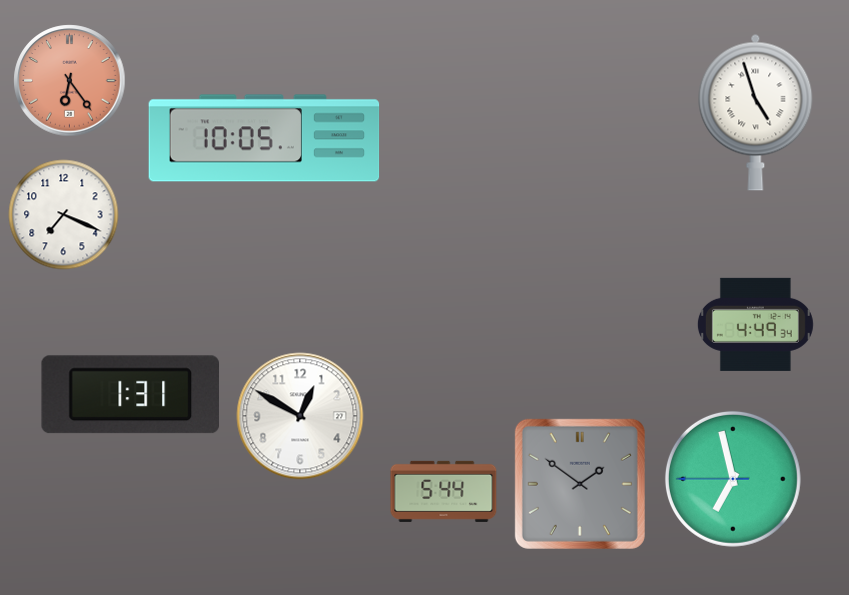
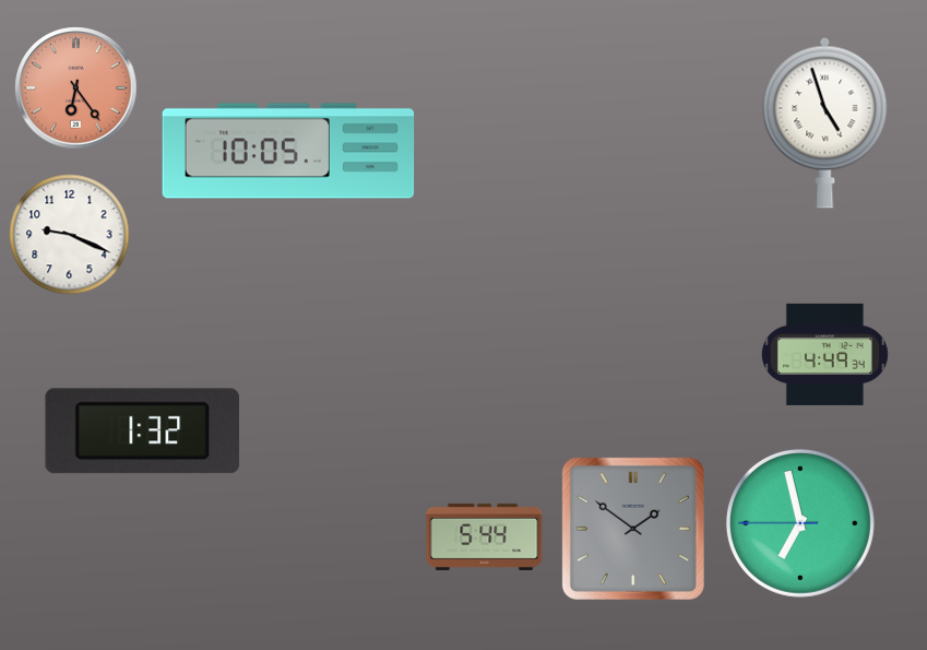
clock at (64, 215): 7:19 -> 9:19
clock at (130, 395): 1:31 -> 1:32
clock at (300, 416): 12:50 -> none
